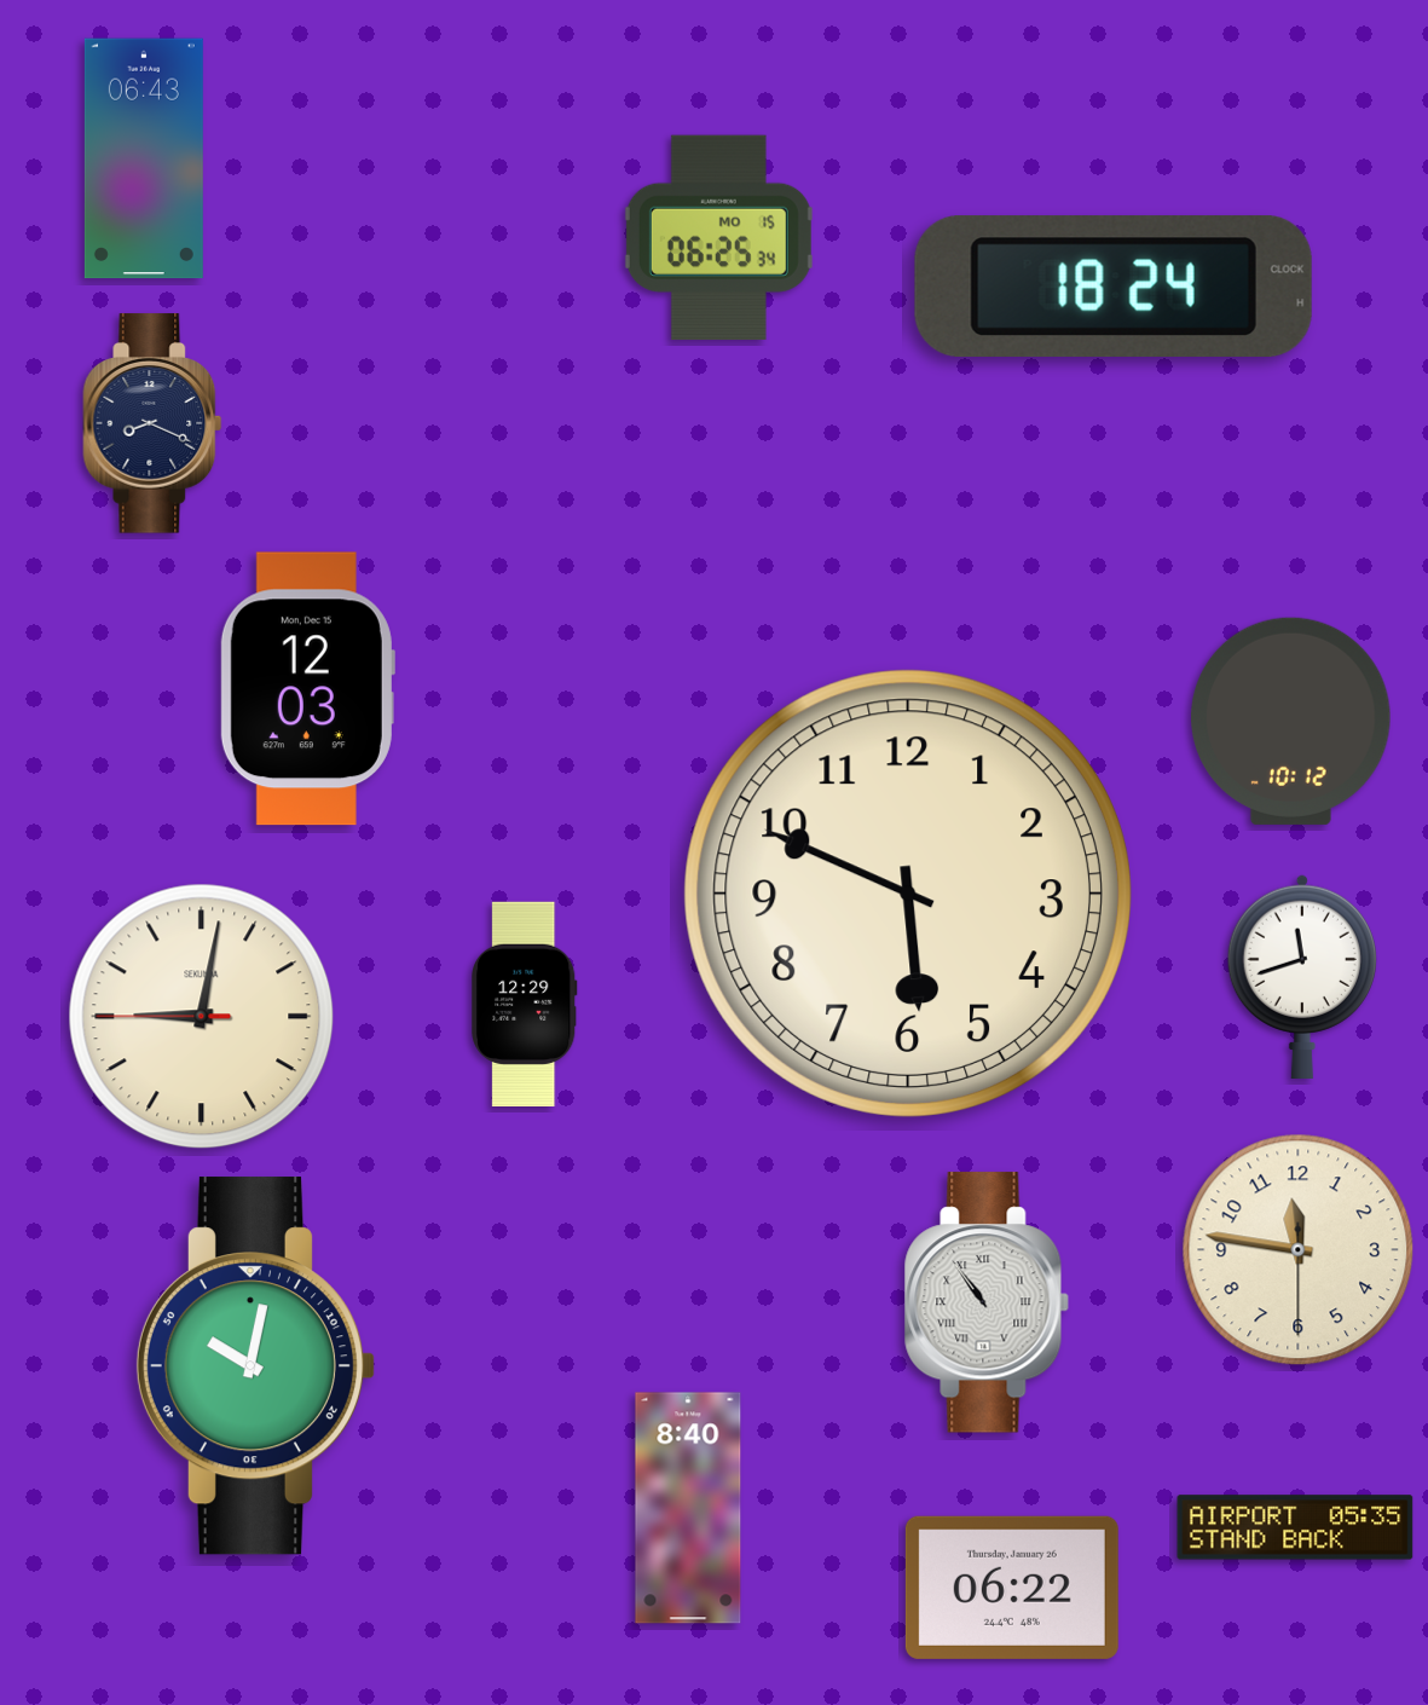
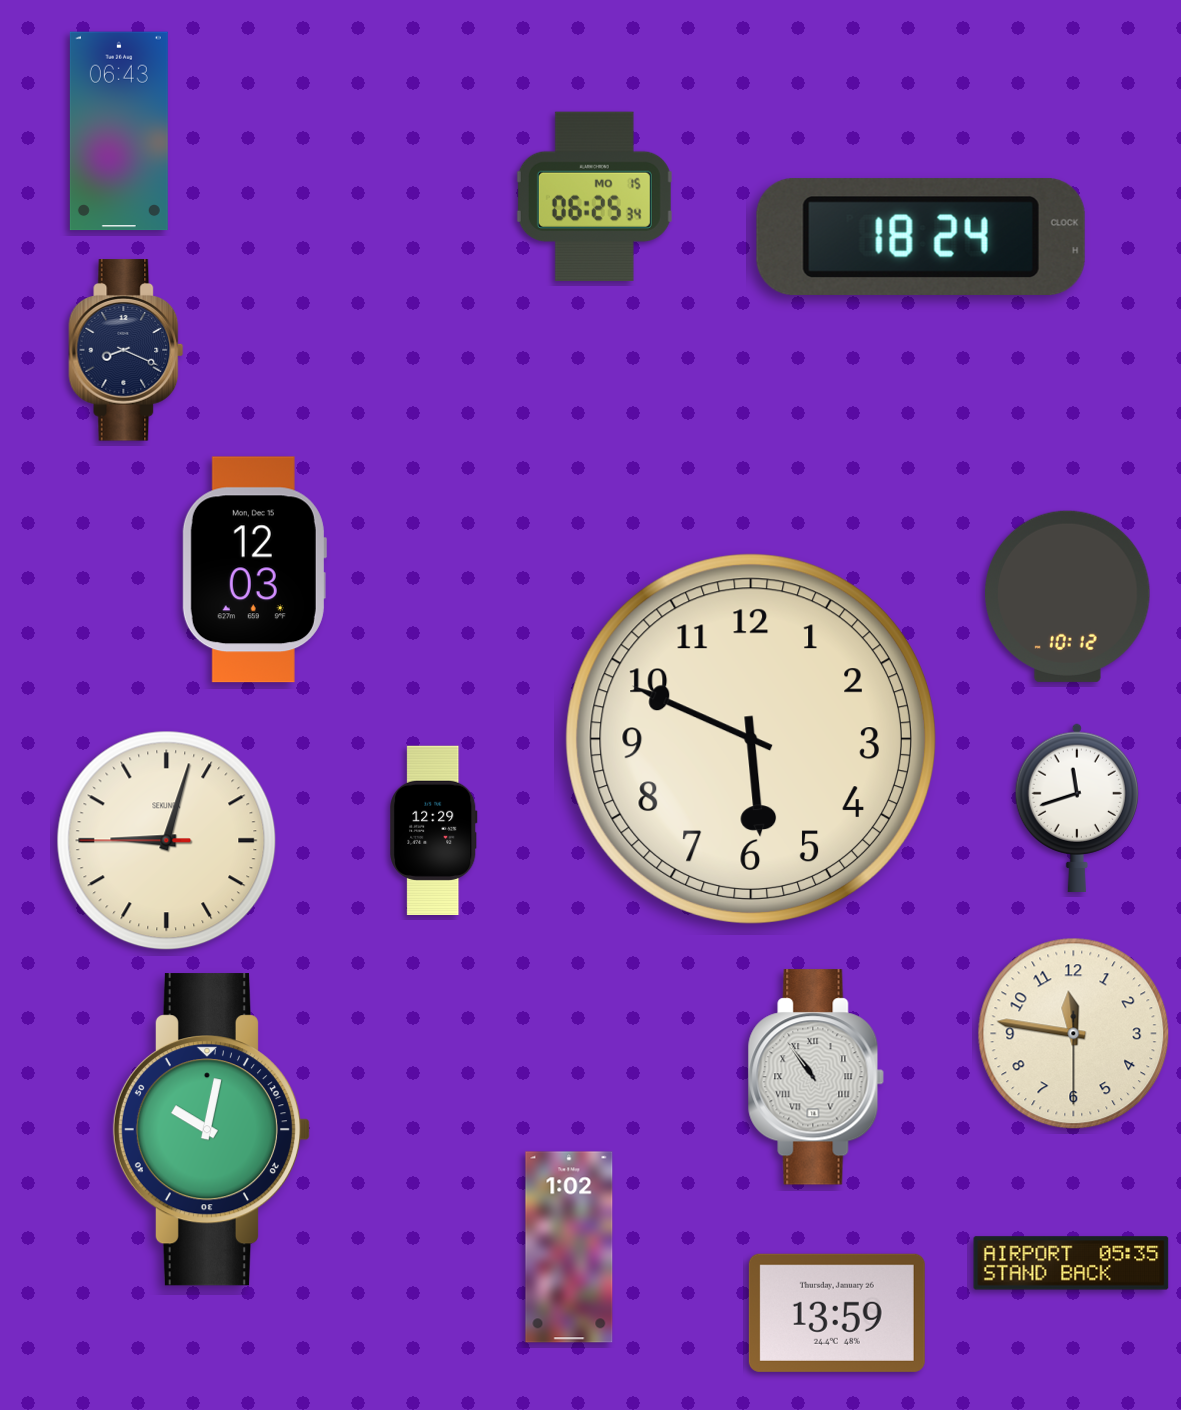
clock at (202, 1017): 9:01 -> 9:02
clock at (688, 1508): 8:40 -> 1:02
clock at (1012, 1588): 06:22 -> 13:59
